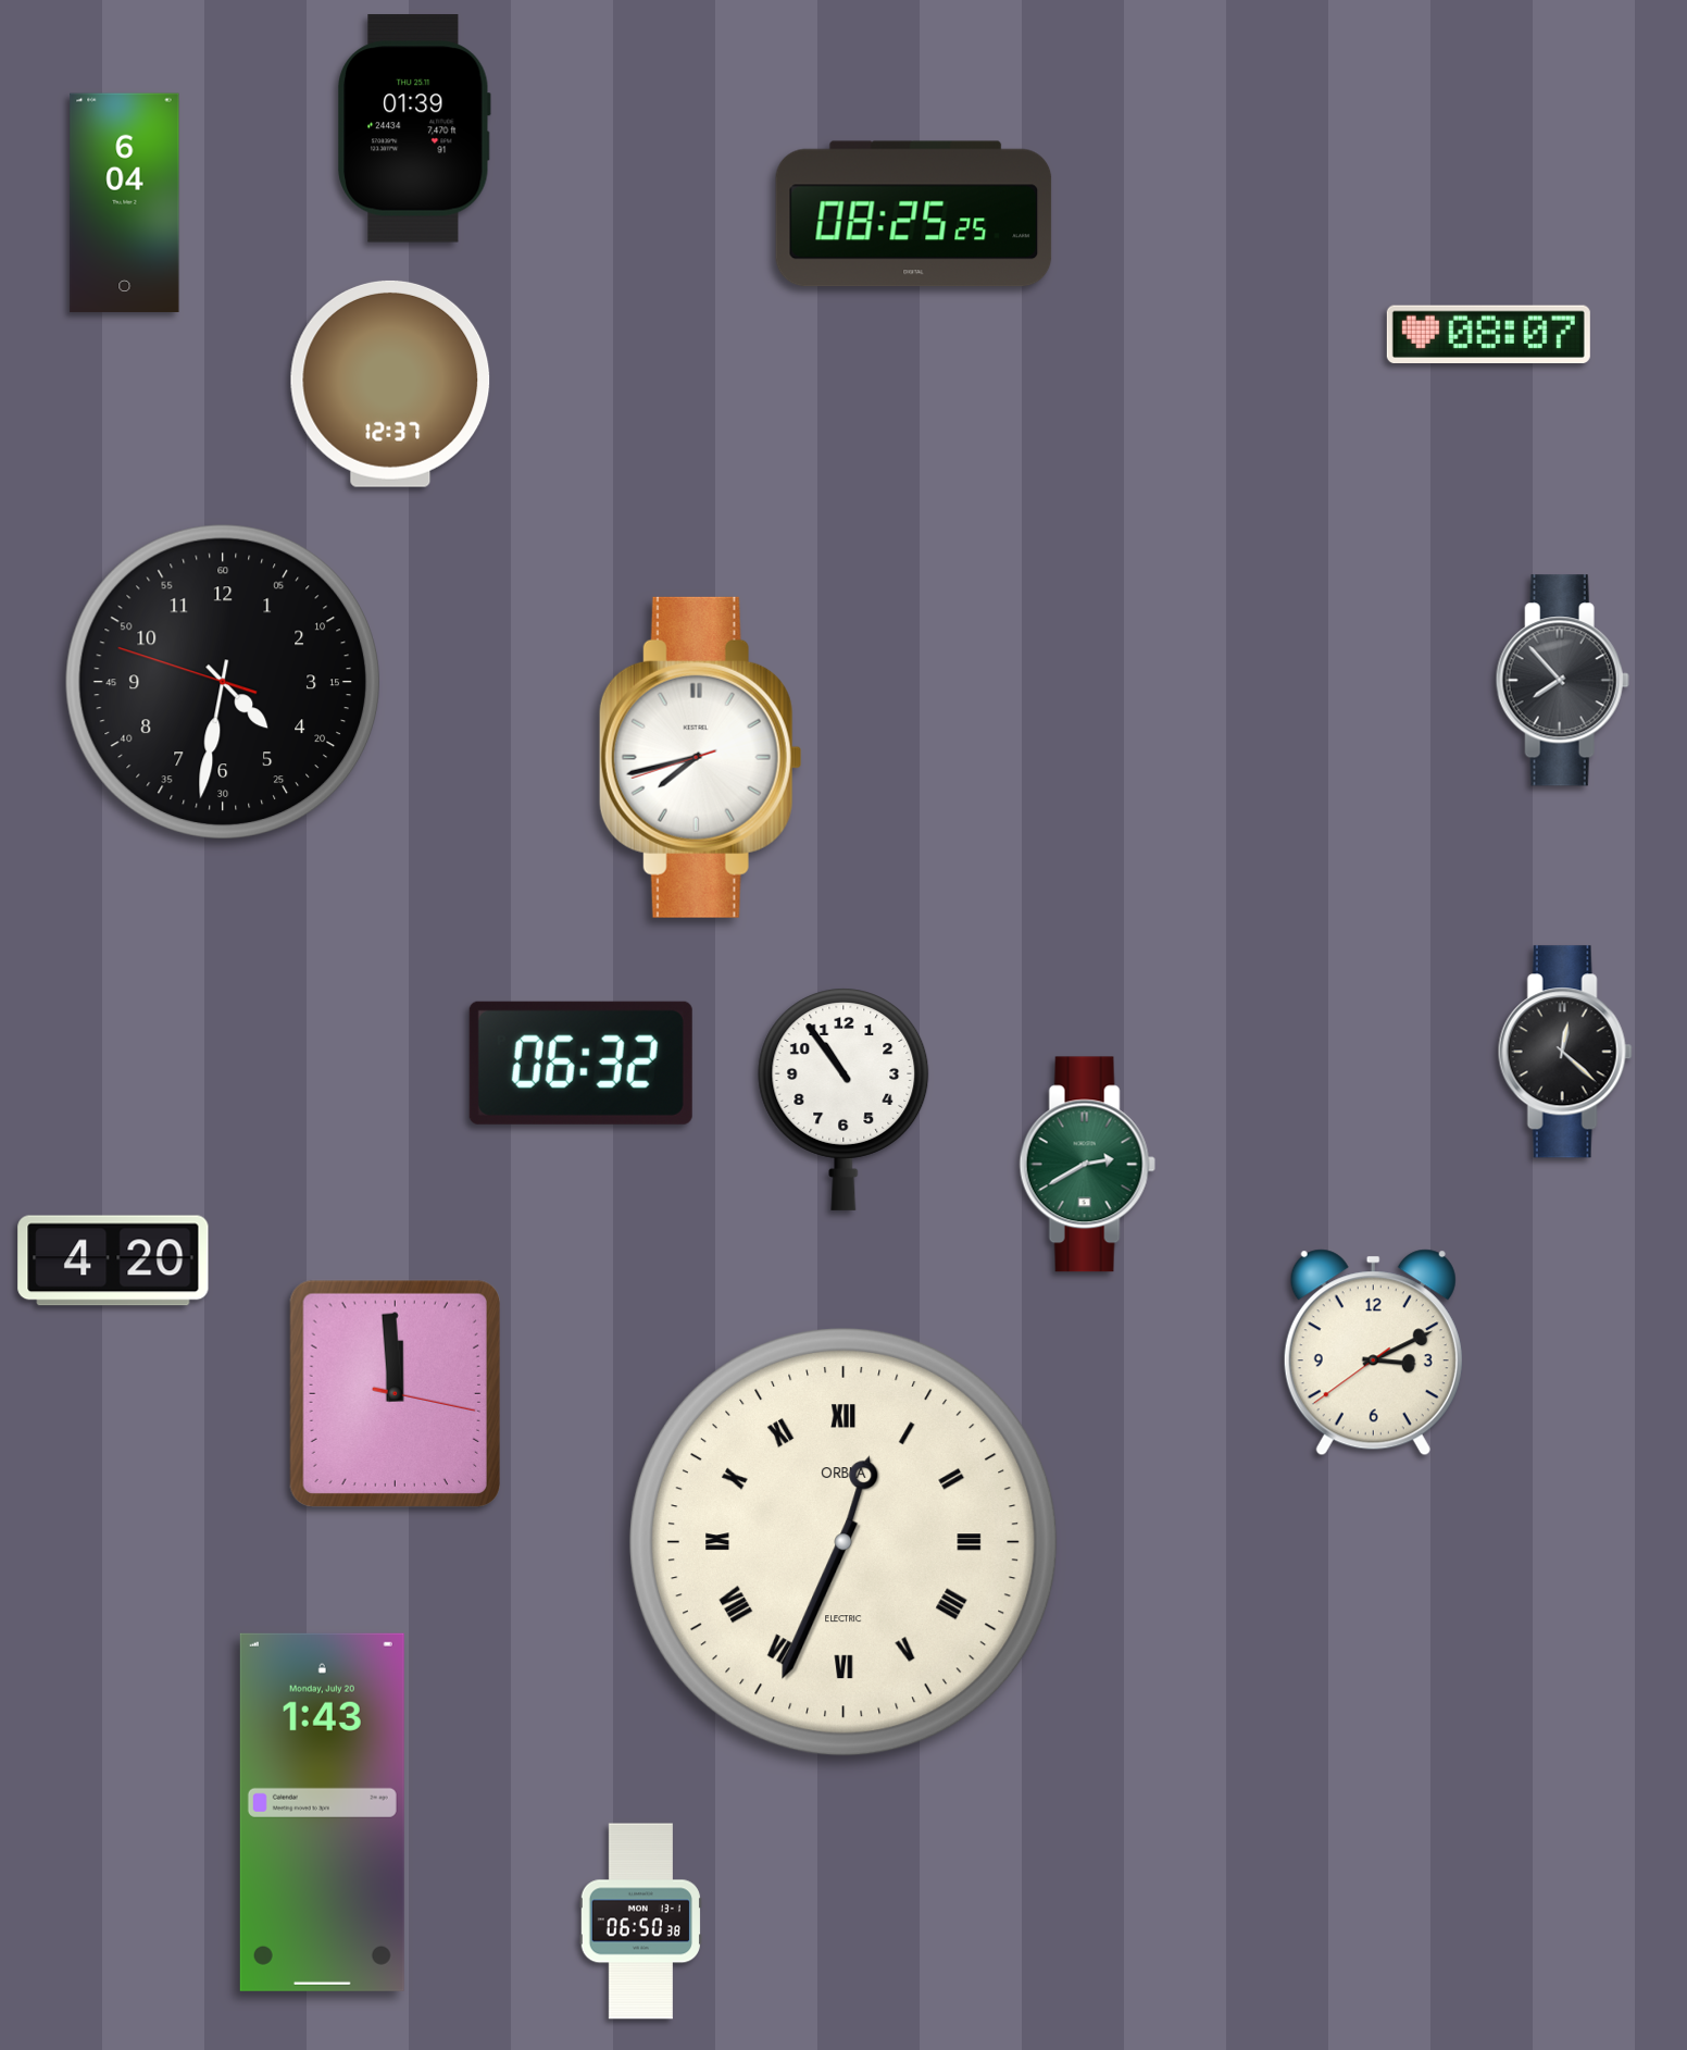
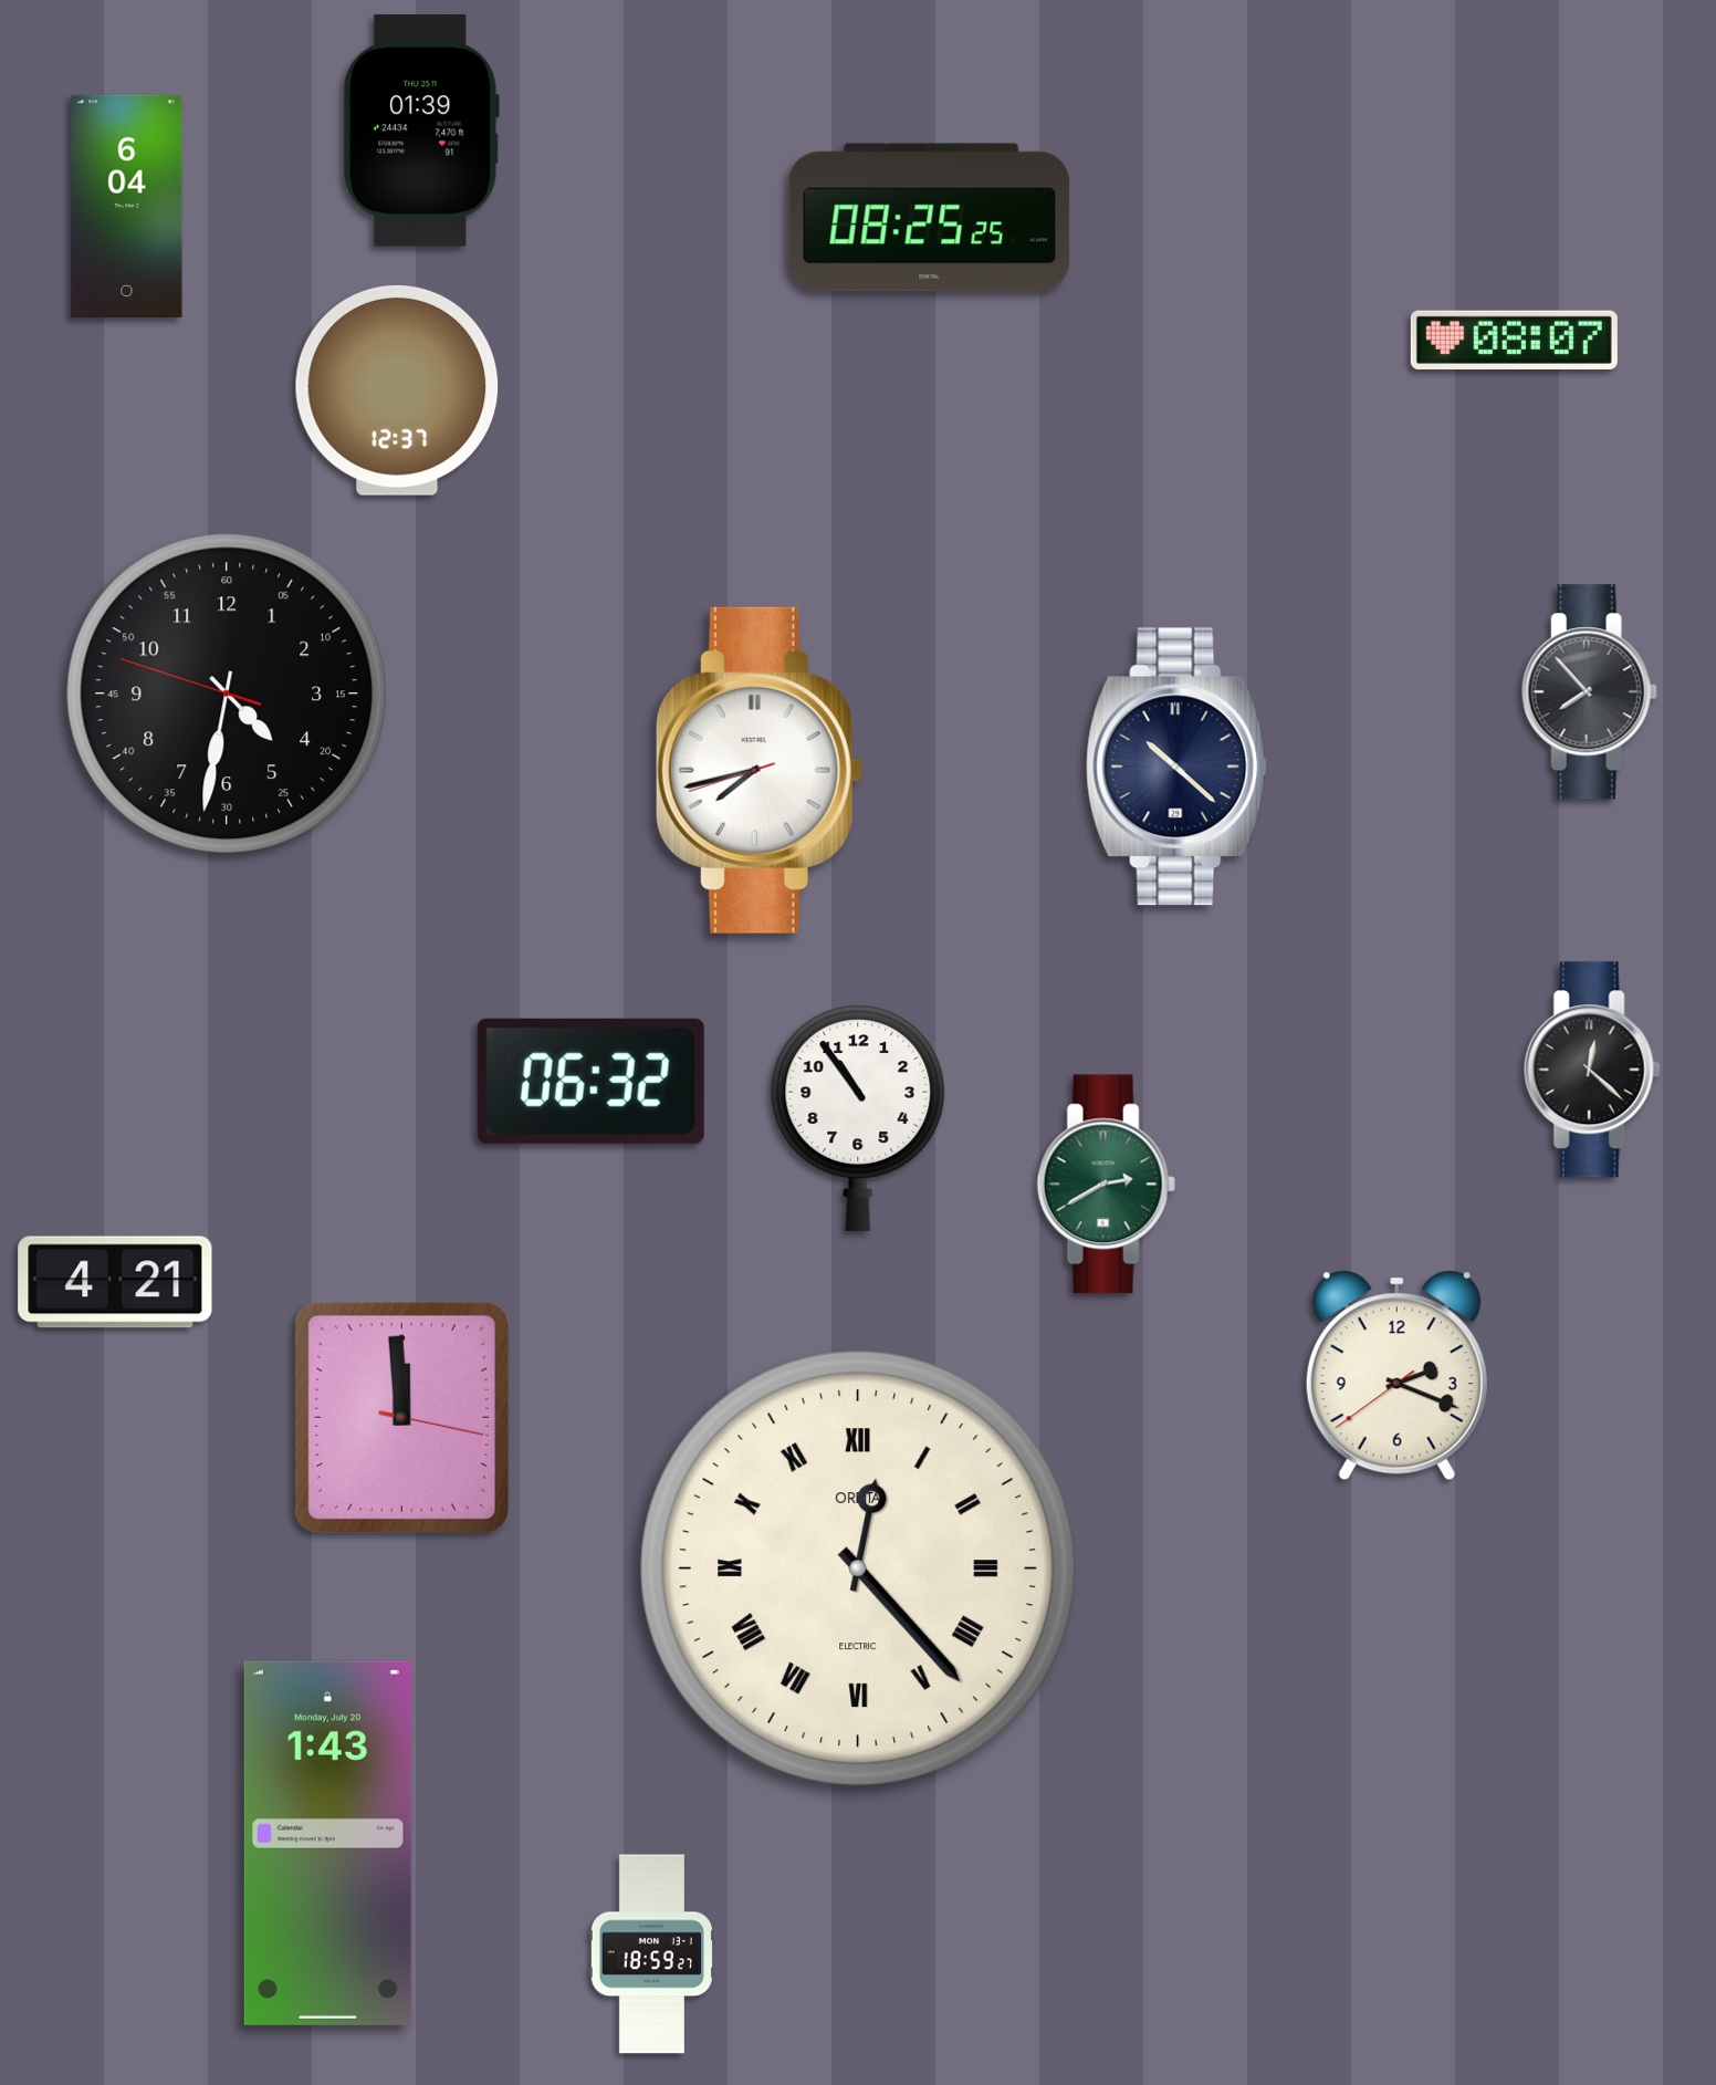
clock at (1176, 767): none -> 10:22
clock at (700, 757) position: (700, 757) -> (758, 770)
clock at (113, 1260): 4:20 -> 4:21
clock at (1373, 1353): 3:10 -> 2:18
clock at (843, 1542): 12:34 -> 12:23
clock at (640, 1922): 06:50 -> 18:59
